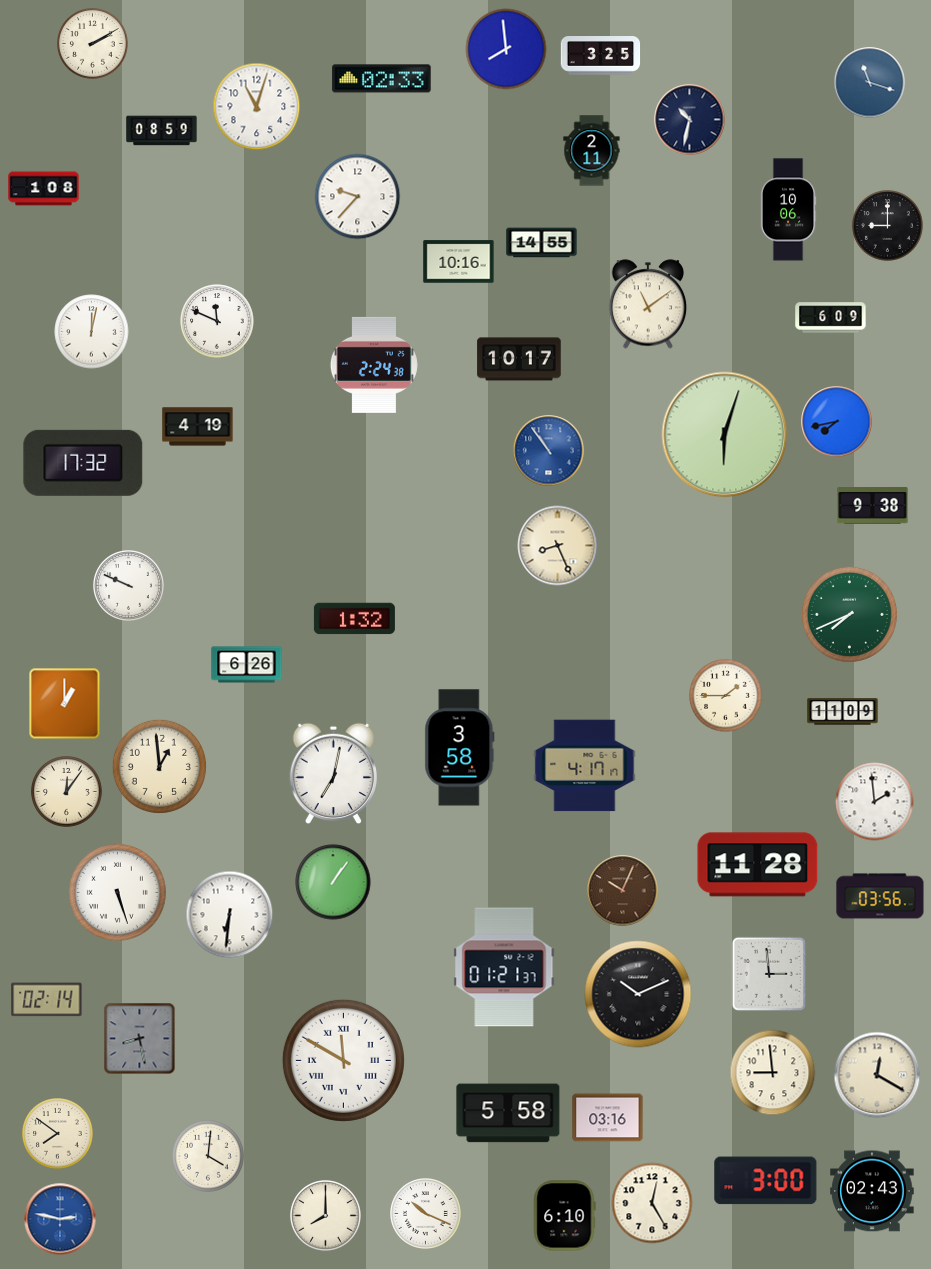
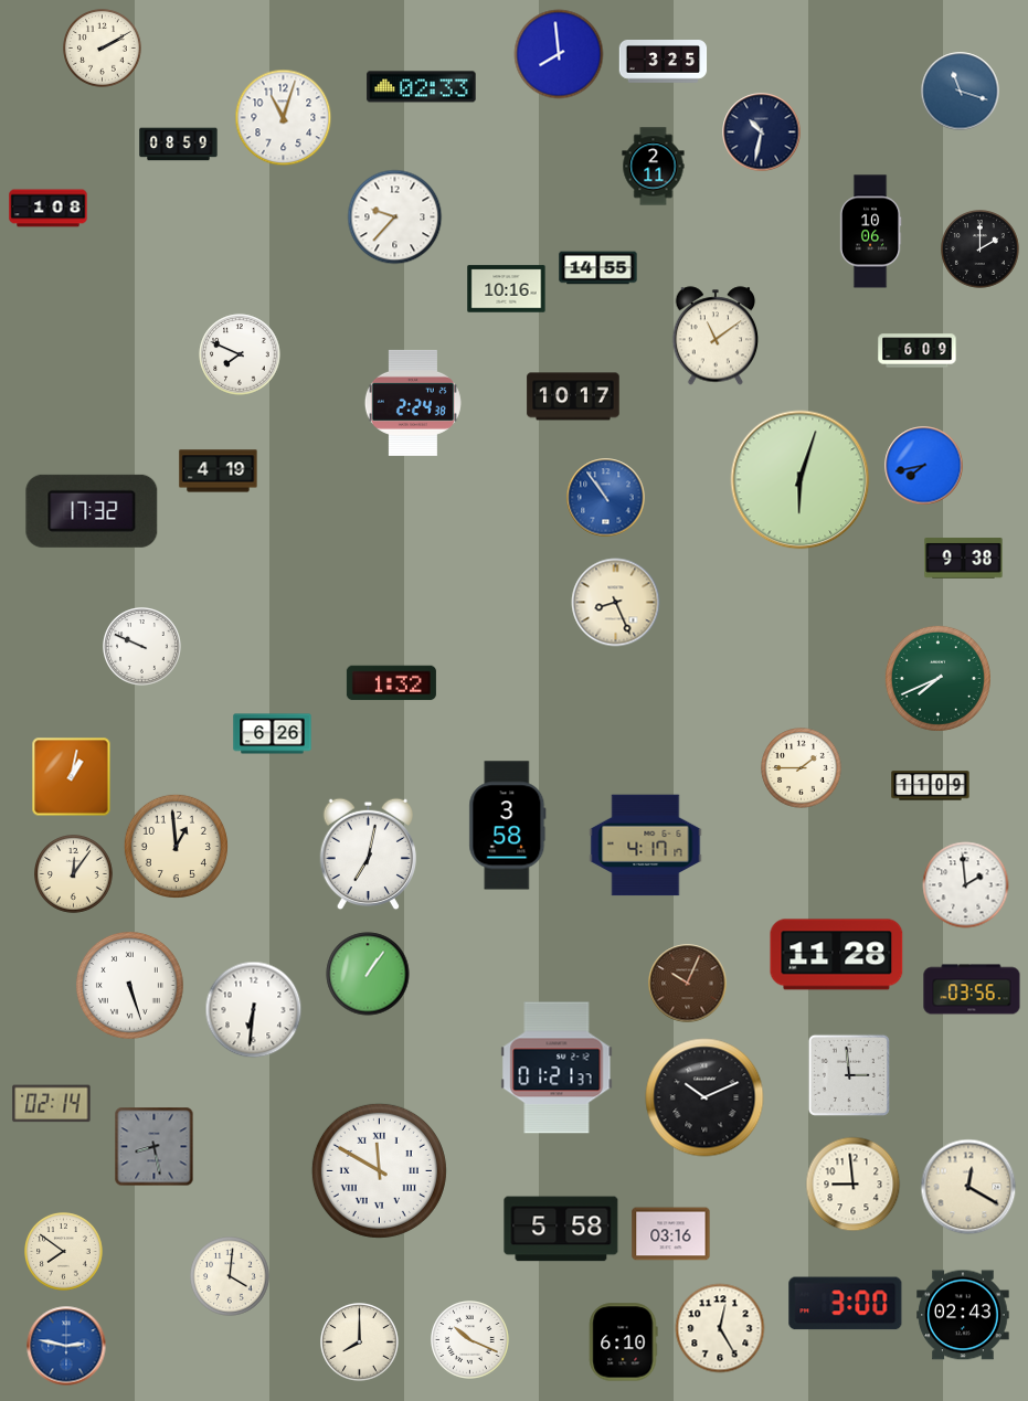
clock at (888, 226): 9:00 -> 2:00
clock at (217, 321): 11:49 -> 7:49
clock at (92, 332): 12:02 -> none
clock at (65, 704): 1:00 -> 1:02
